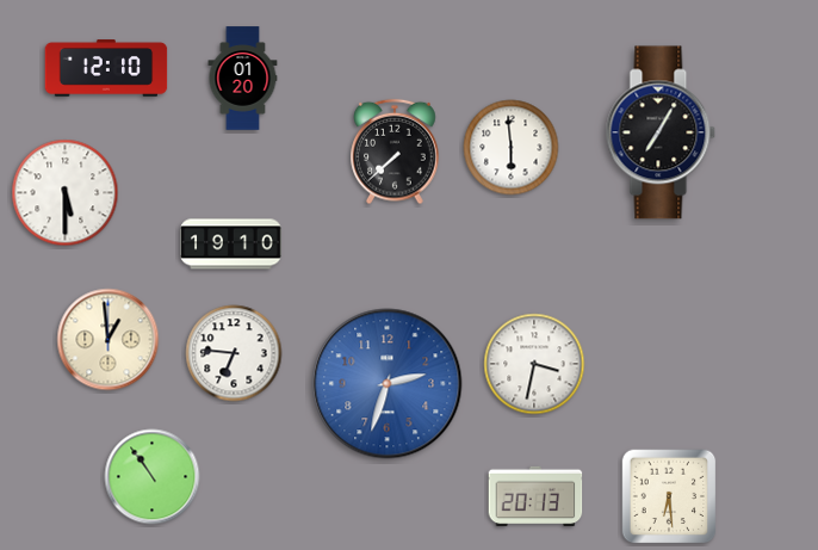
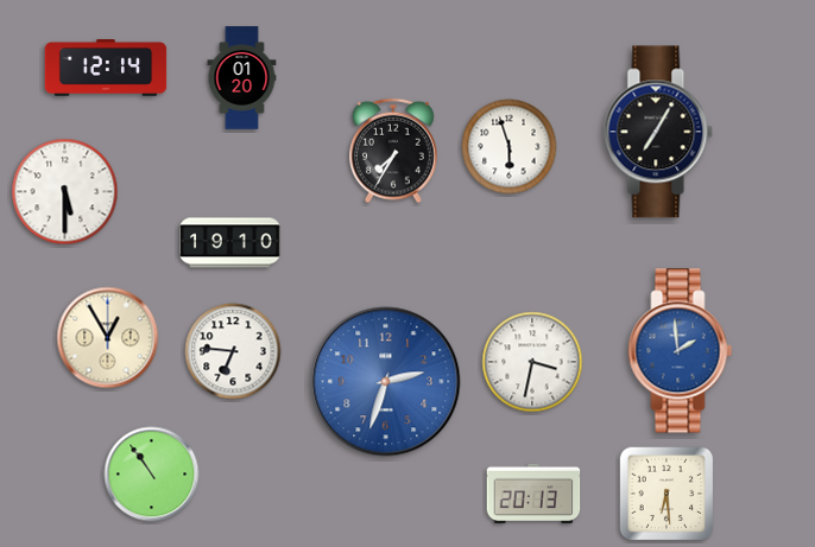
clock at (106, 68): 12:10 -> 12:14
clock at (512, 148): 5:59 -> 5:57
clock at (395, 152): 7:38 -> 7:35
clock at (109, 340): 12:59 -> 12:55
clock at (681, 351): none -> 1:59
